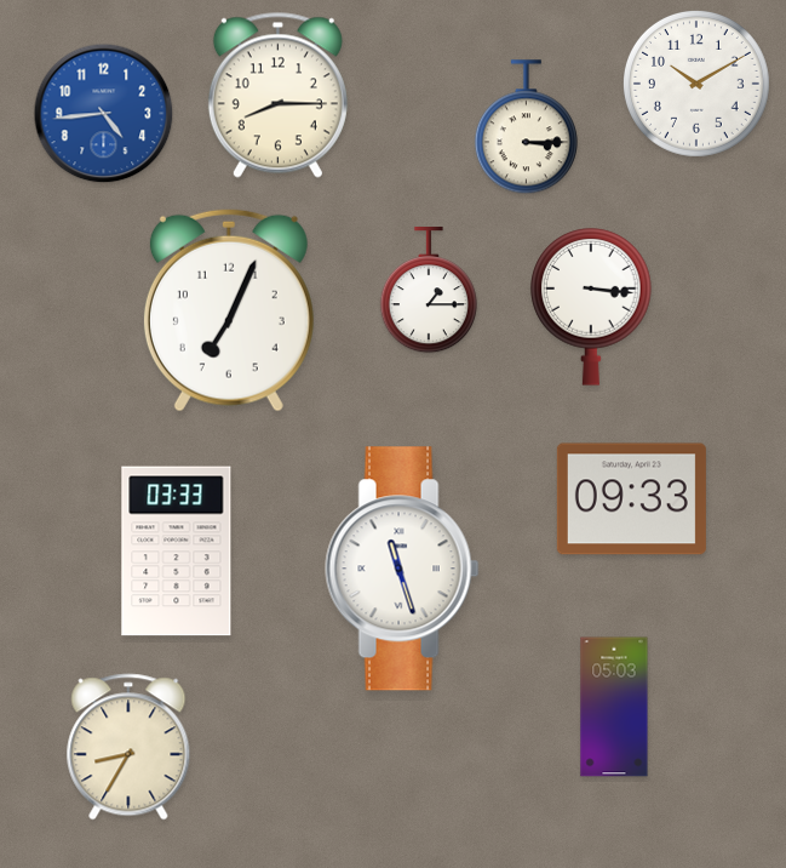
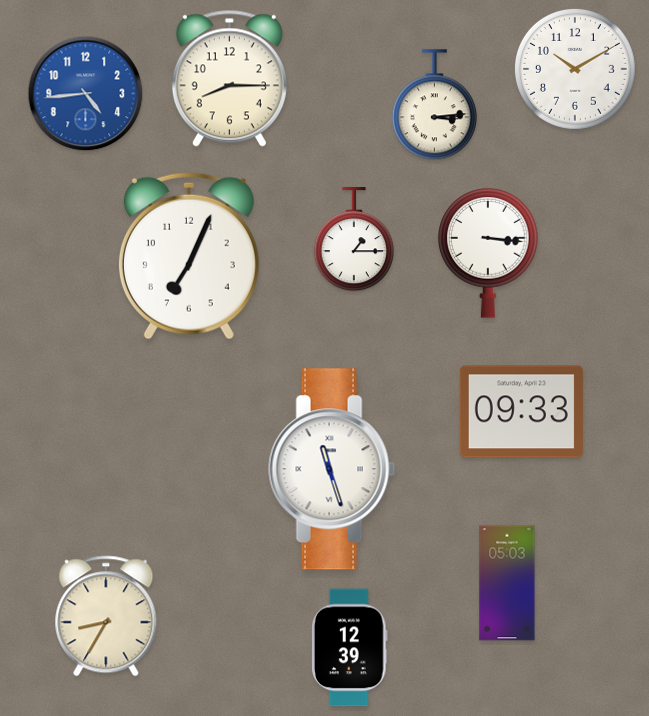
clock at (526, 127): 3:15 -> 3:14
clock at (177, 552): 03:33 -> none
clock at (350, 648): none -> 12:39
